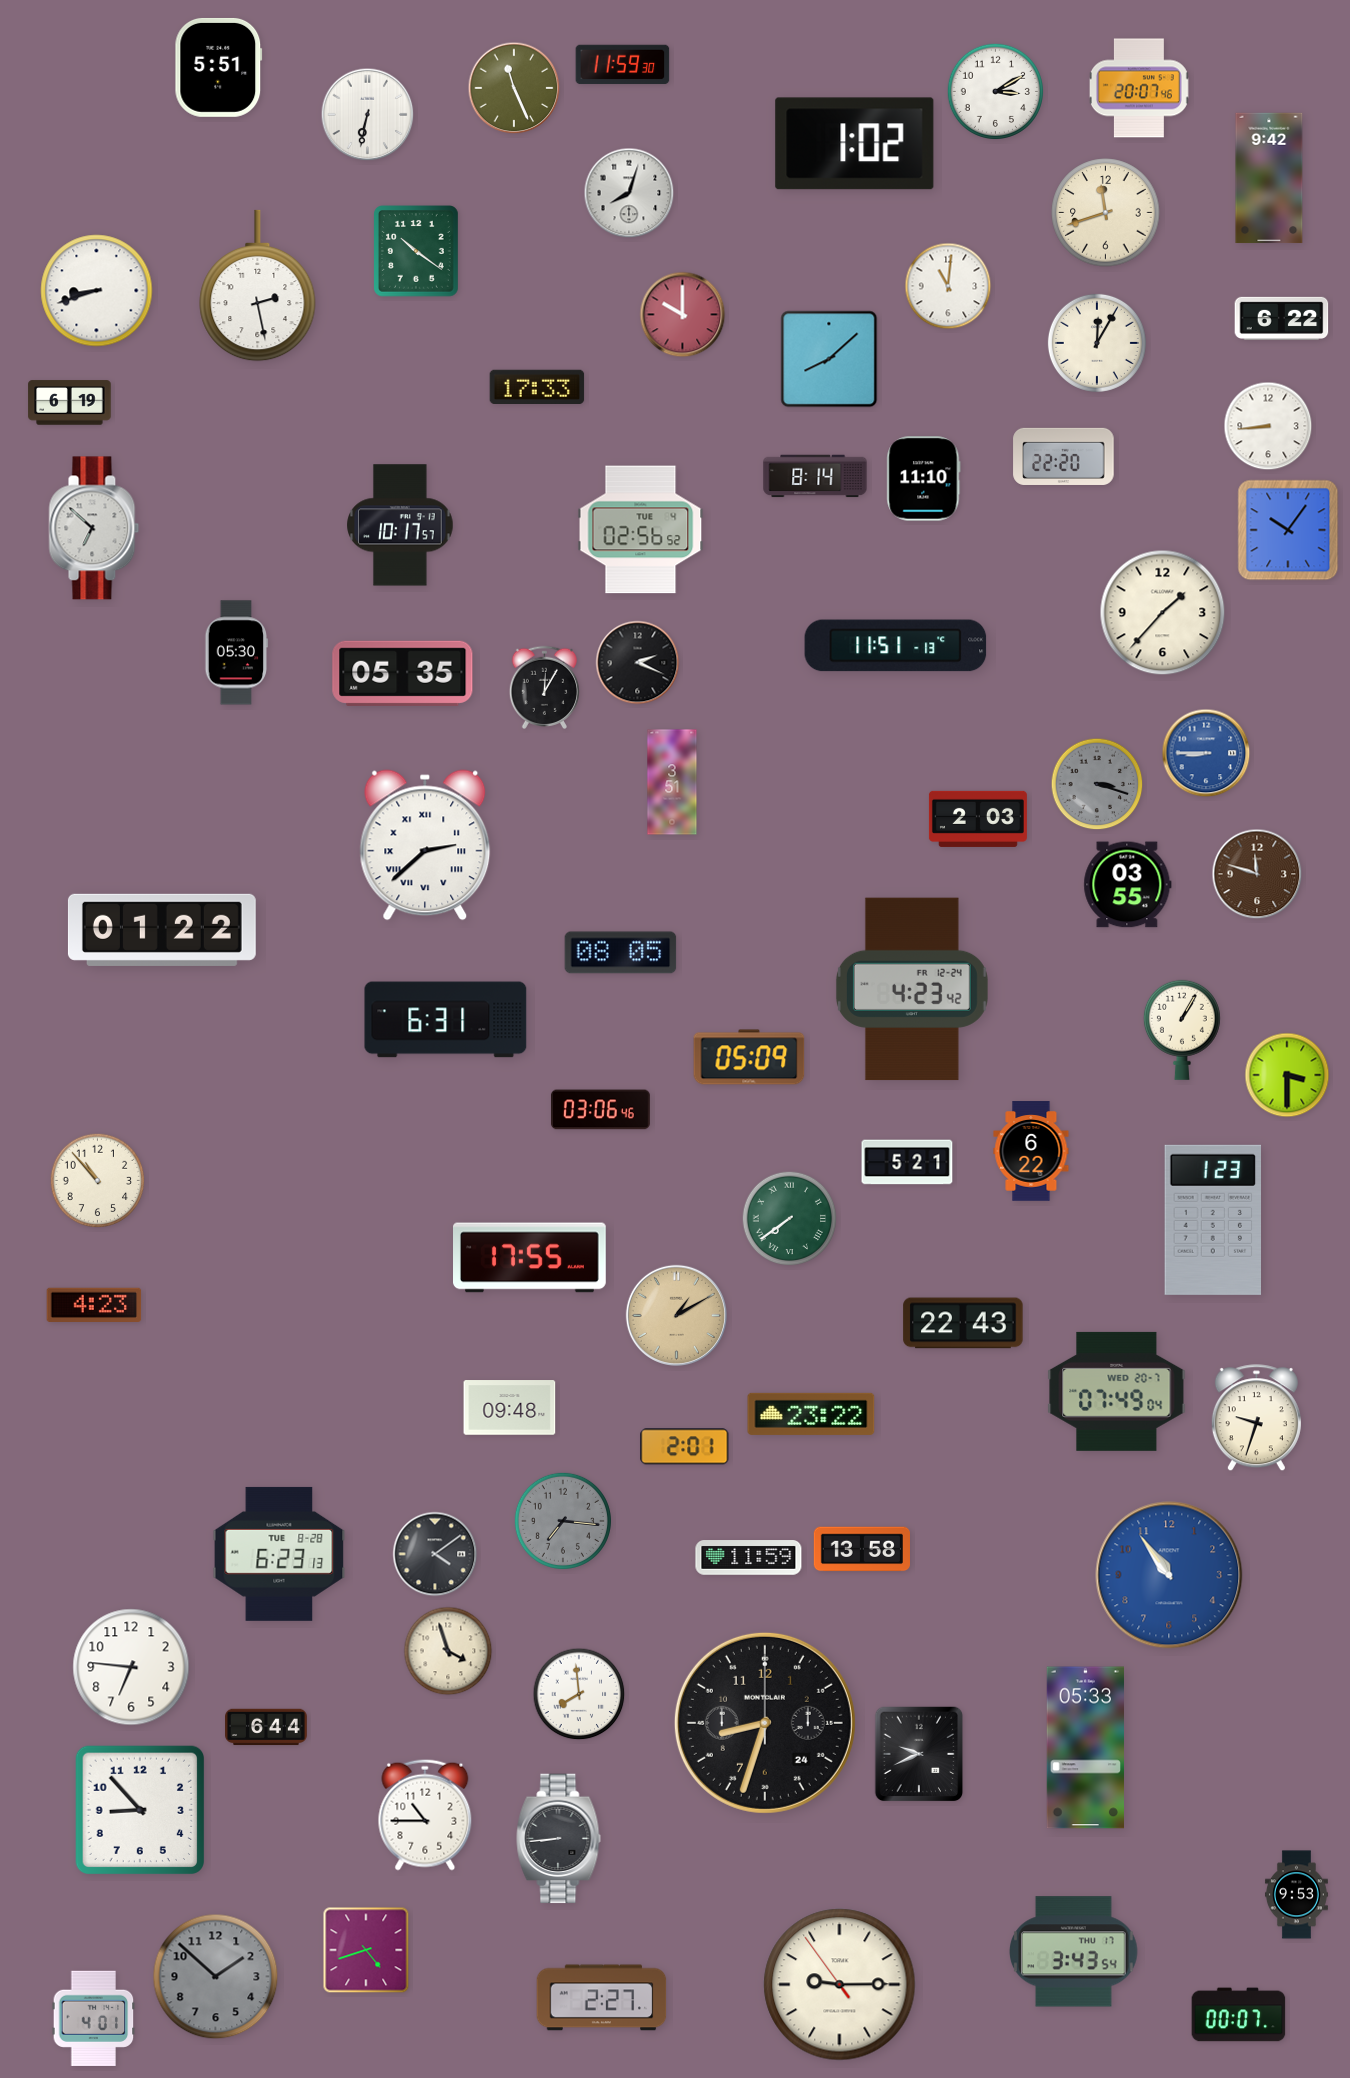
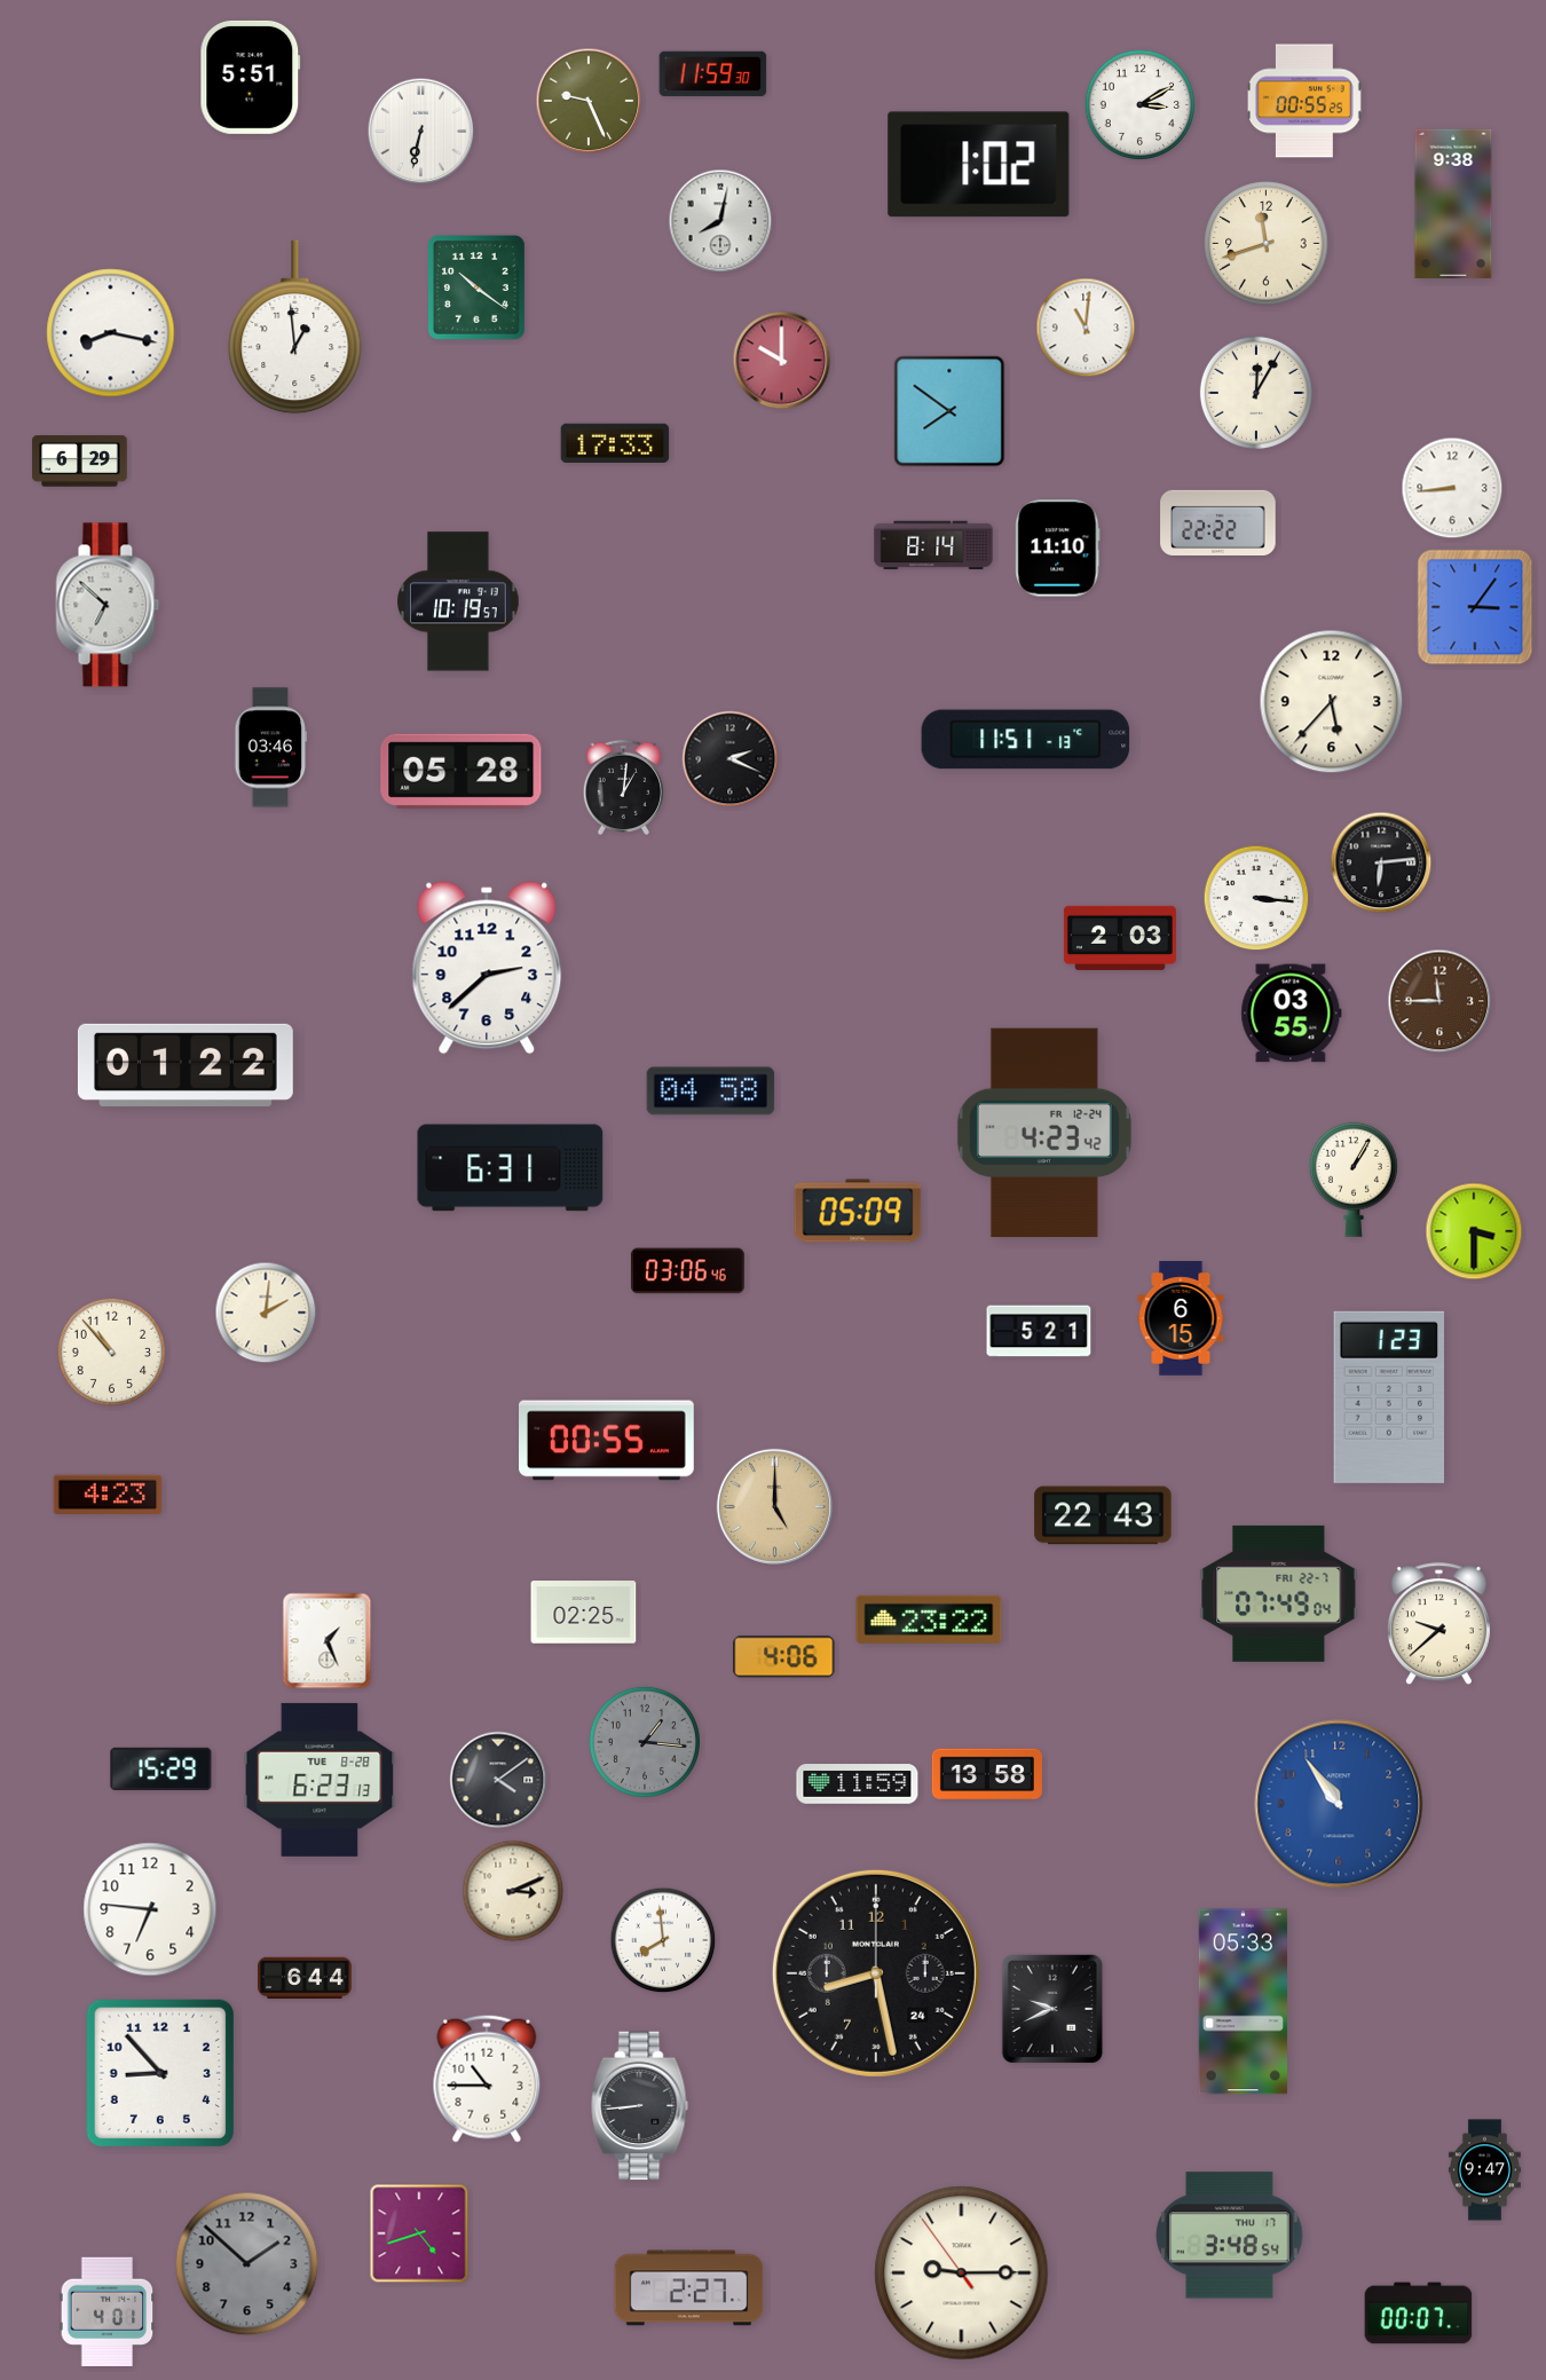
clock at (514, 88): 11:26 -> 9:26
clock at (1139, 88): 20:07 -> 00:55
clock at (1269, 178): 9:42 -> 9:38
clock at (629, 193): 8:03 -> 8:02
clock at (258, 286): 2:28 -> 12:59
clock at (97, 291): 8:42 -> 8:17
clock at (1282, 318): 6:22 -> none
clock at (829, 359): 8:08 -> 7:51
clock at (70, 403): 6:19 -> 6:29
clock at (1064, 456): 22:20 -> 22:22
clock at (400, 525): 10:17 -> 10:19
clock at (641, 530): 02:56 -> none
clock at (1288, 530): 10:06 -> 3:06
clock at (1163, 613): 1:37 -> 5:37
clock at (237, 653): 05:30 -> 03:46
clock at (403, 673): 05:35 -> 05:28
clock at (544, 687): 12:05 -> 1:01
clock at (1206, 753): 8:45 -> 6:14
clock at (1206, 753) dial: blue -> black
clock at (672, 782): 3:51 -> none
clock at (1097, 784): 3:18 -> 3:16
clock at (1097, 784) dial: grey -> white
clock at (425, 845) numerals: Roman -> Arabic
clock at (1257, 874): 11:48 -> 11:45
clock at (621, 953): 08:05 -> 04:58
clock at (266, 1313): none -> 2:01
clock at (1031, 1151): 6:22 -> 6:15
clock at (790, 1219): 7:39 -> none
clock at (530, 1258): 17:55 -> 00:55
clock at (676, 1315): 1:10 -> 5:00
clock at (1117, 1391) date: WED 20-7 -> FRI 22-7
clock at (510, 1408): 09:48 -> 02:25
clock at (1256, 1418): 9:33 -> 9:38
clock at (328, 1641): none -> 1:26
clock at (685, 1447): 2:01 -> 4:06
clock at (563, 1521): 7:16 -> 1:16
clock at (161, 1768): none -> 15:29
clock at (448, 1651): 3:57 -> 3:11
clock at (765, 1723): 8:33 -> 8:28
clock at (1296, 1895): 9:53 -> 9:47
clock at (1074, 1952): 3:43 -> 3:48
clock at (1239, 2015) position: (1239, 2015) -> (1419, 2314)
